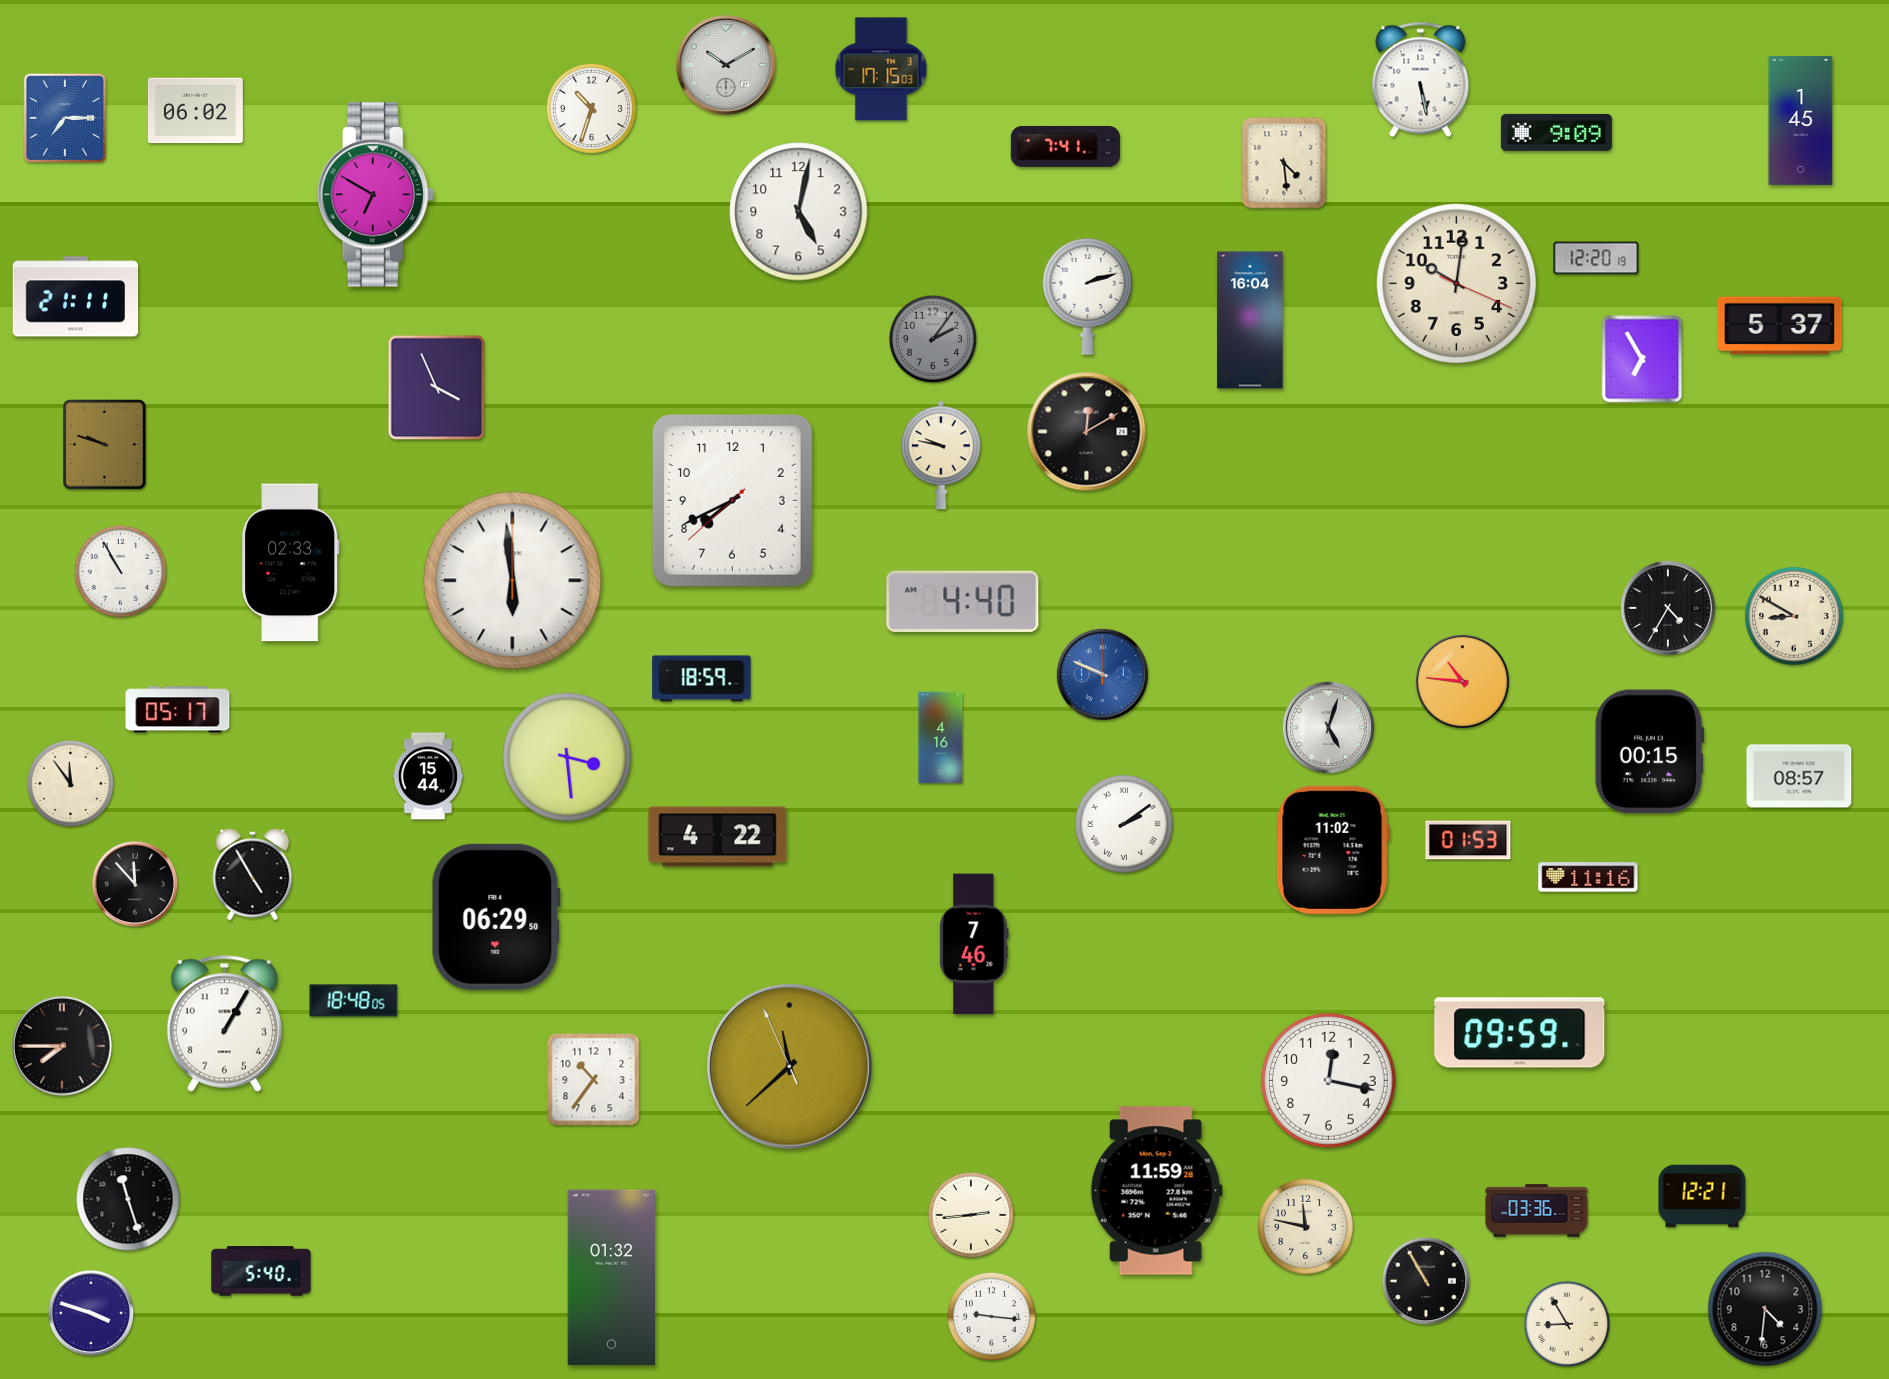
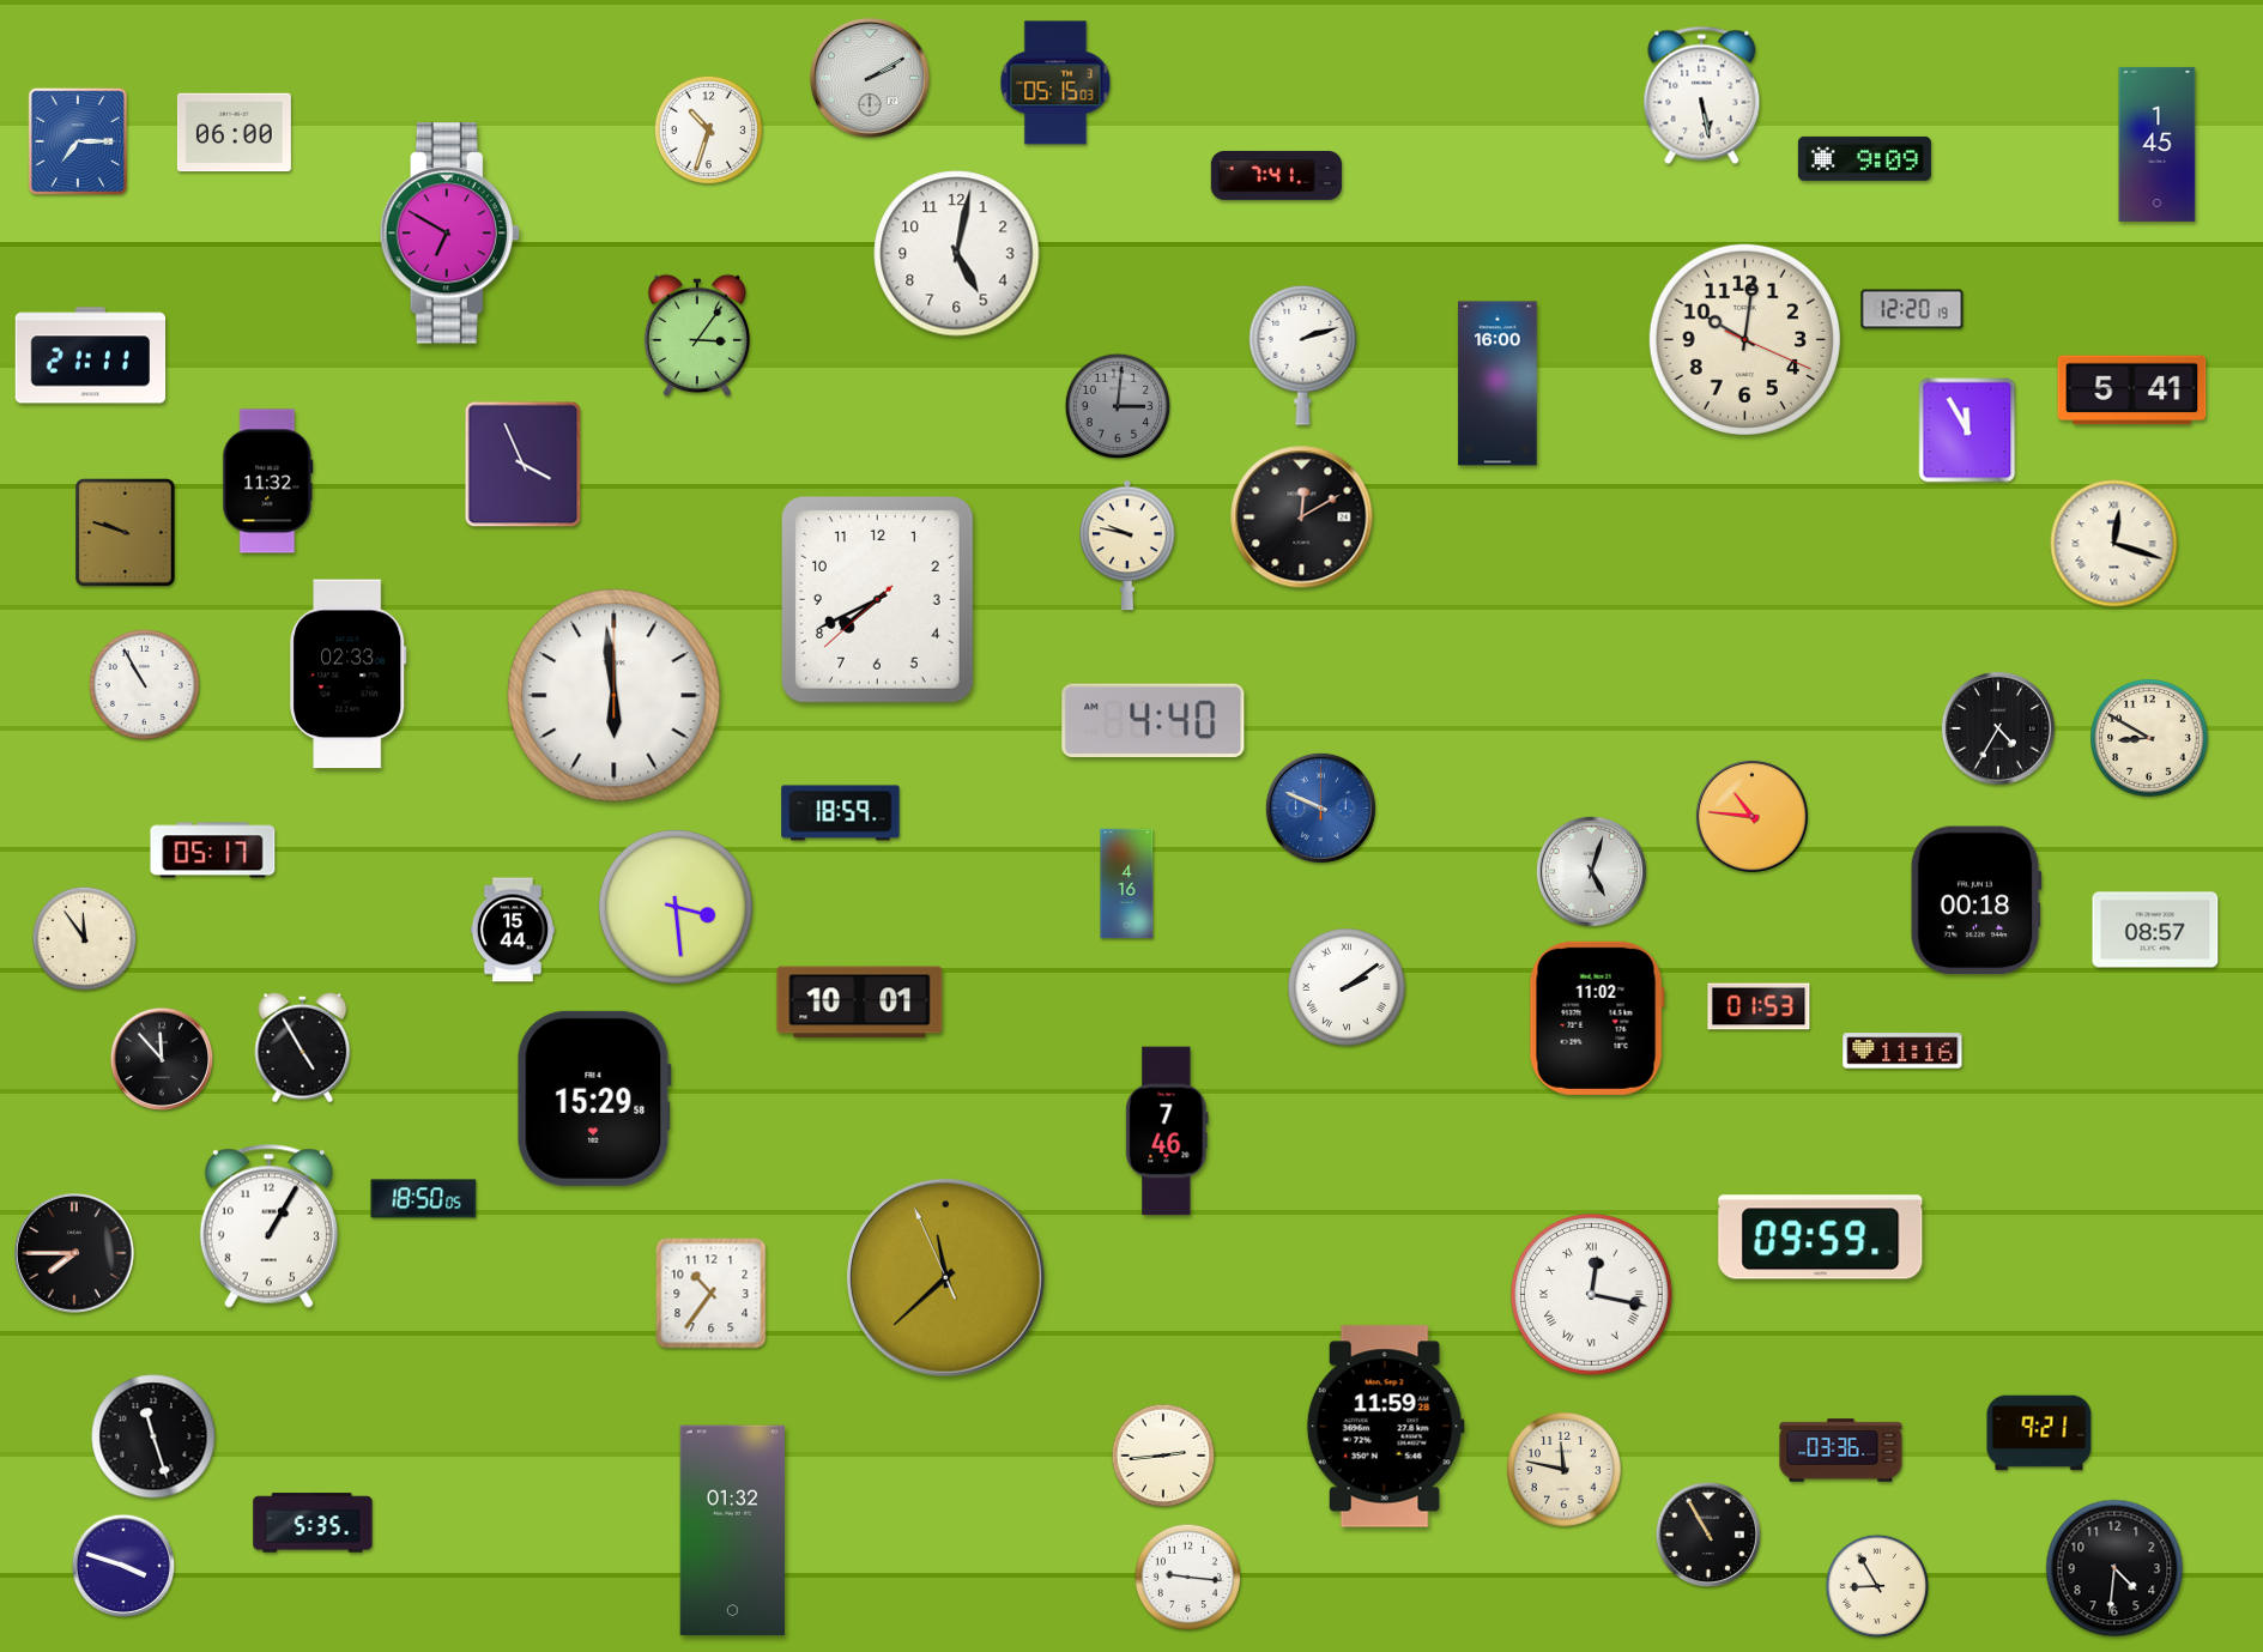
clock at (727, 66): 10:10 -> 2:10
clock at (881, 69): 17:15 -> 05:15
clock at (195, 111): 06:02 -> 06:00
clock at (1284, 163): 4:29 -> none
clock at (697, 335): none -> 3:06
clock at (1250, 320): 16:04 -> 16:00
clock at (1780, 326): 5:37 -> 5:41
clock at (933, 339): 2:06 -> 3:01
clock at (1642, 359): 6:55 -> 11:55
clock at (268, 482): none -> 11:32
clock at (2114, 544): none -> 12:18
clock at (1649, 752): 00:15 -> 00:18
clock at (567, 757) position: (567, 757) -> (676, 907)
clock at (718, 837): 4:22 -> 10:01
clock at (496, 917): 06:29 -> 15:29
clock at (354, 1001): 18:48 -> 18:50
clock at (1329, 1081) numerals: Arabic -> Roman
clock at (1702, 1196): 12:21 -> 9:21
clock at (261, 1271): 5:40 -> 5:35
clock at (91, 1313) position: (91, 1313) -> (123, 1566)
